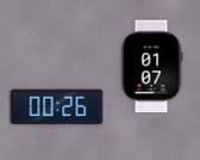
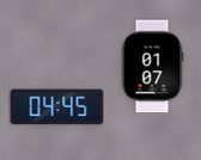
clock at (56, 107): 00:26 -> 04:45
